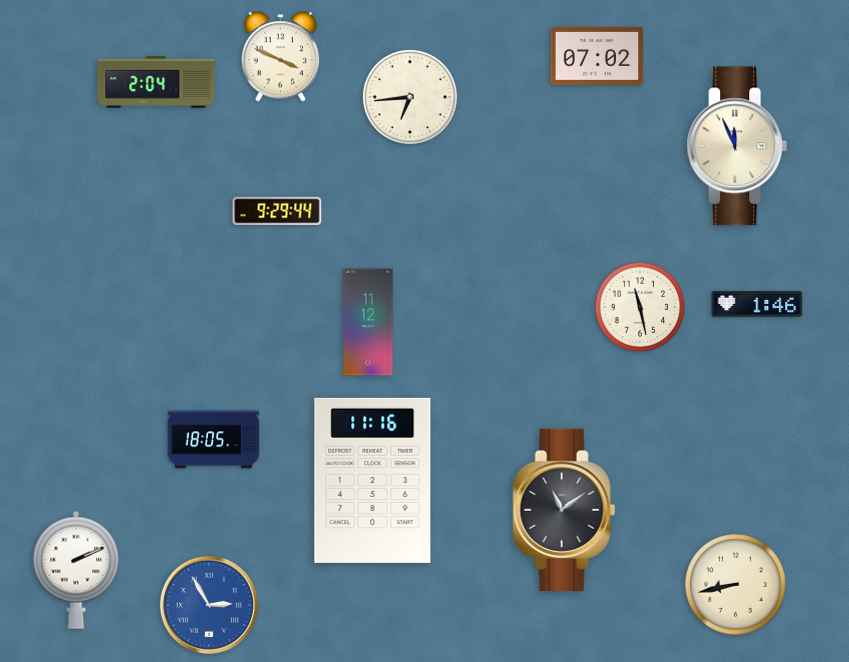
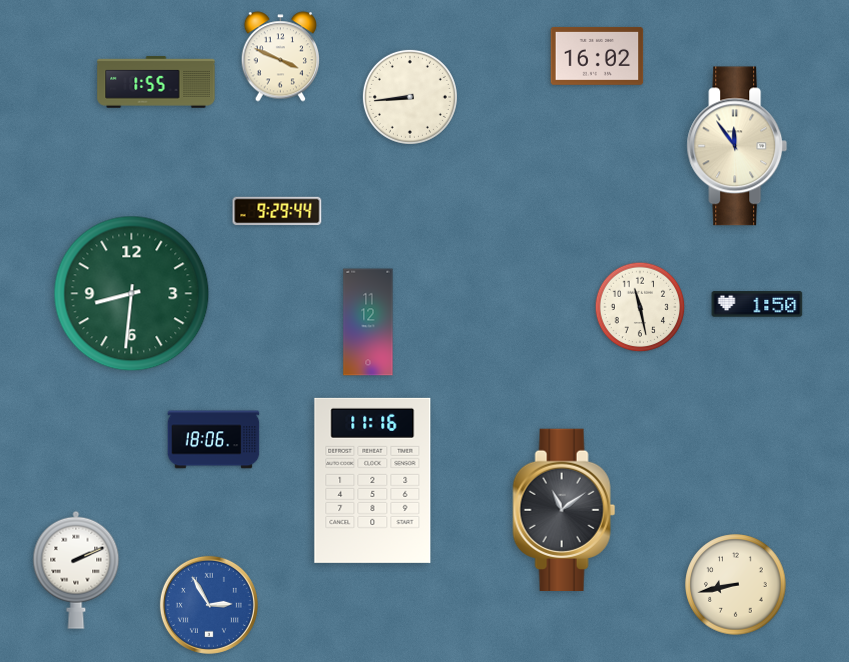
clock at (597, 56): 07:02 -> 16:02
clock at (156, 82): 2:04 -> 1:55
clock at (410, 97): 6:44 -> 8:44
clock at (737, 146): 11:56 -> 11:54
clock at (132, 294): none -> 8:31
clock at (757, 304): 1:46 -> 1:50
clock at (214, 440): 18:05 -> 18:06
